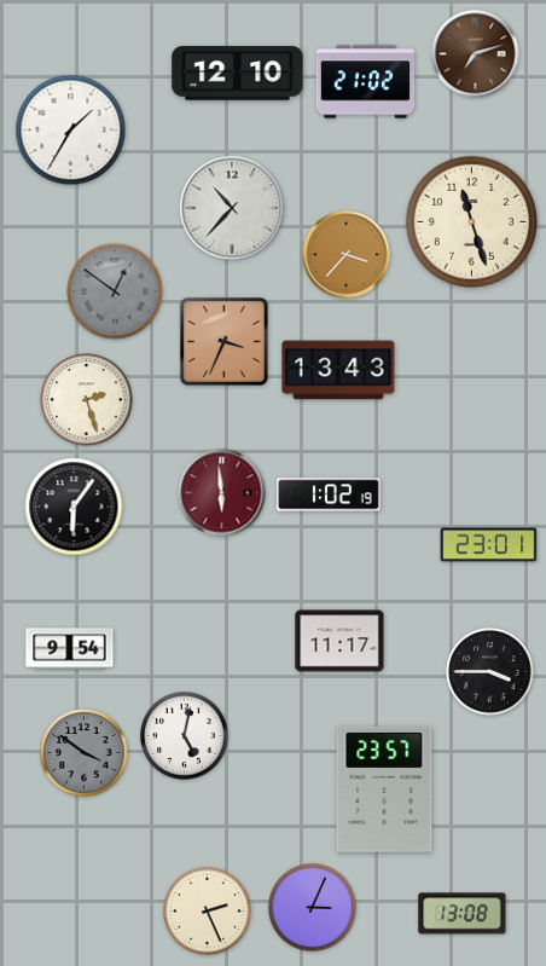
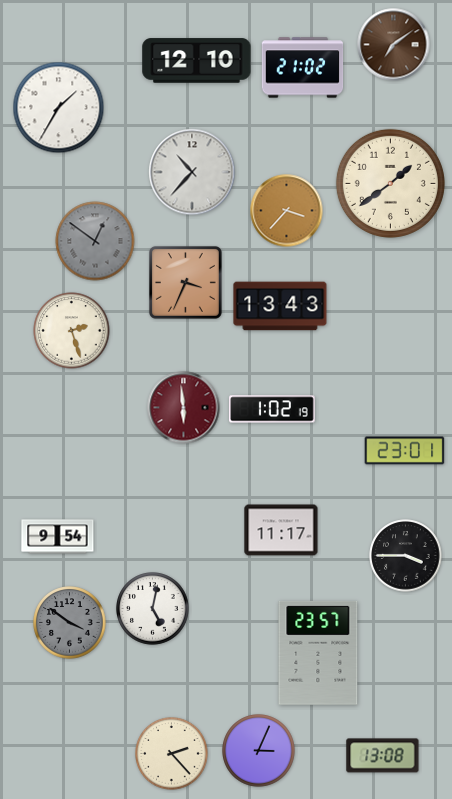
clock at (476, 54): 7:12 -> 7:09
clock at (471, 221): 11:27 -> 1:39
clock at (74, 507): 6:06 -> none
clock at (208, 912): 2:26 -> 2:23
